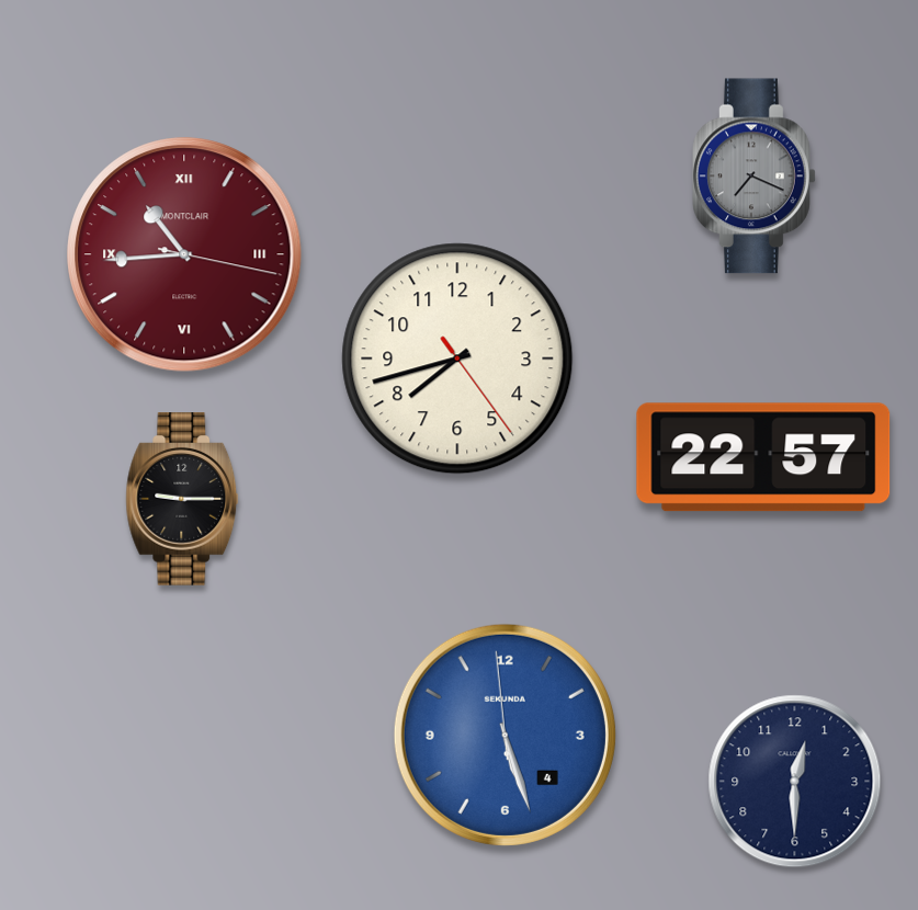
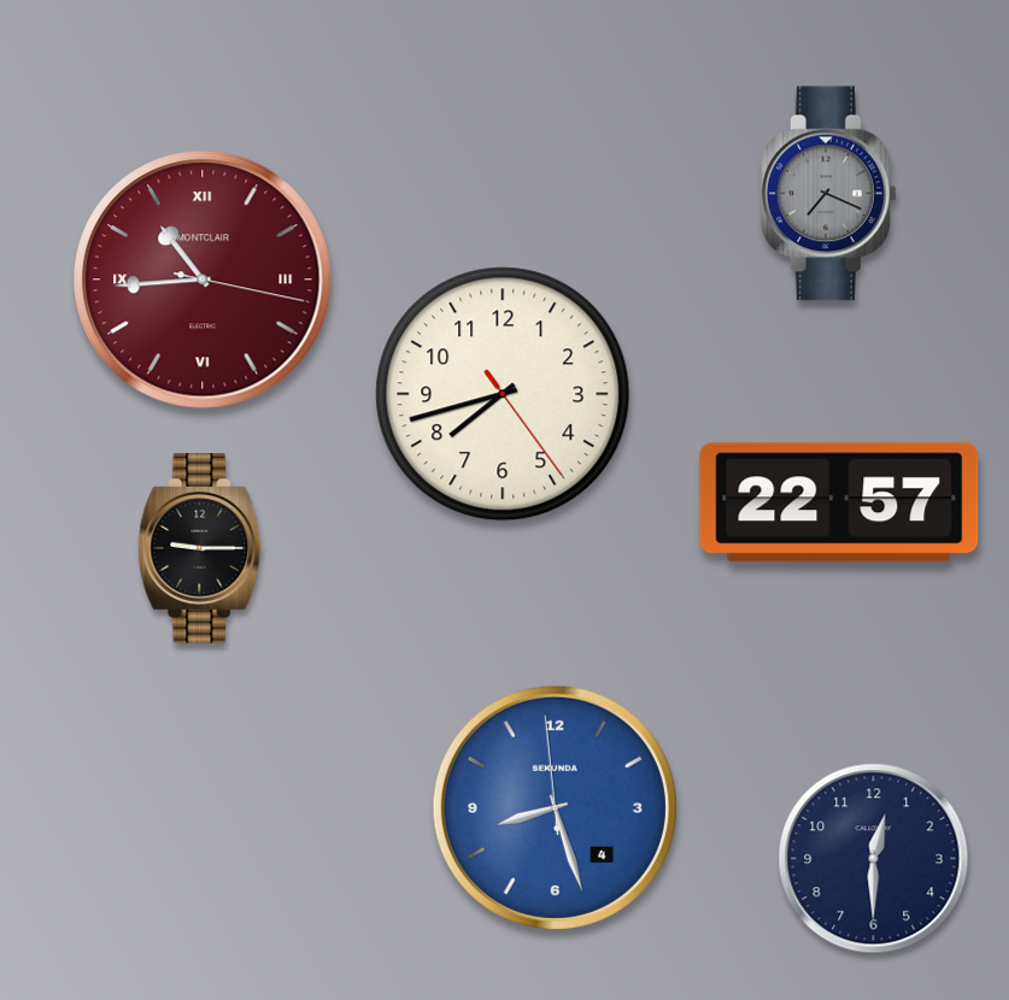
clock at (505, 735): 5:26 -> 8:26
